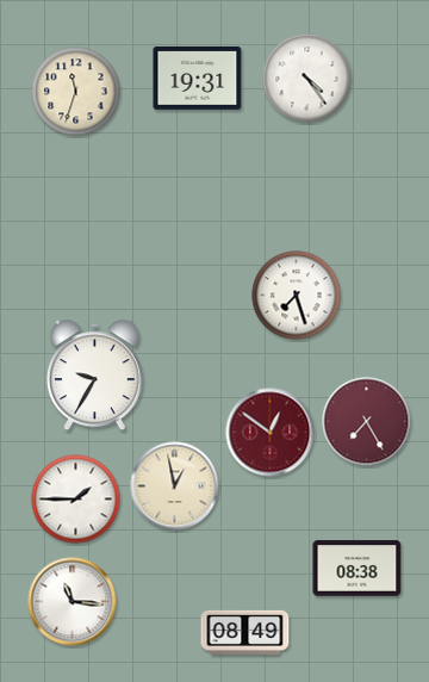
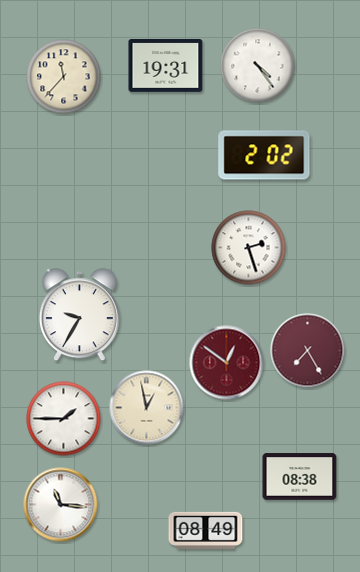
clock at (76, 92): 11:33 -> 11:37
clock at (264, 155): none -> 2:02
clock at (297, 296): 7:27 -> 2:27
clock at (367, 422) position: (367, 422) -> (308, 351)
